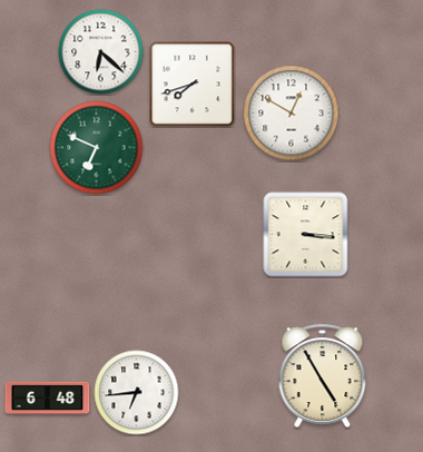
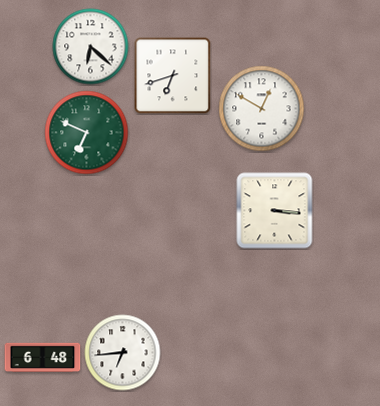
clock at (193, 85): 7:42 -> 6:42
clock at (292, 114) position: (292, 114) -> (262, 109)
clock at (323, 376): 4:55 -> none
